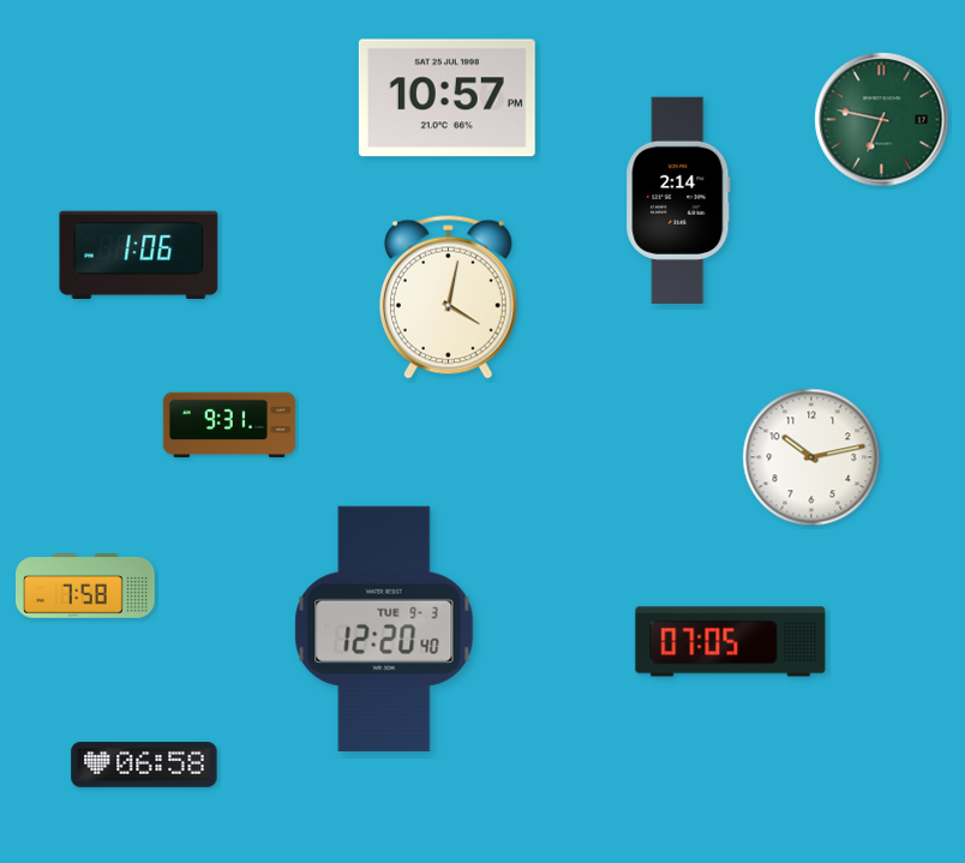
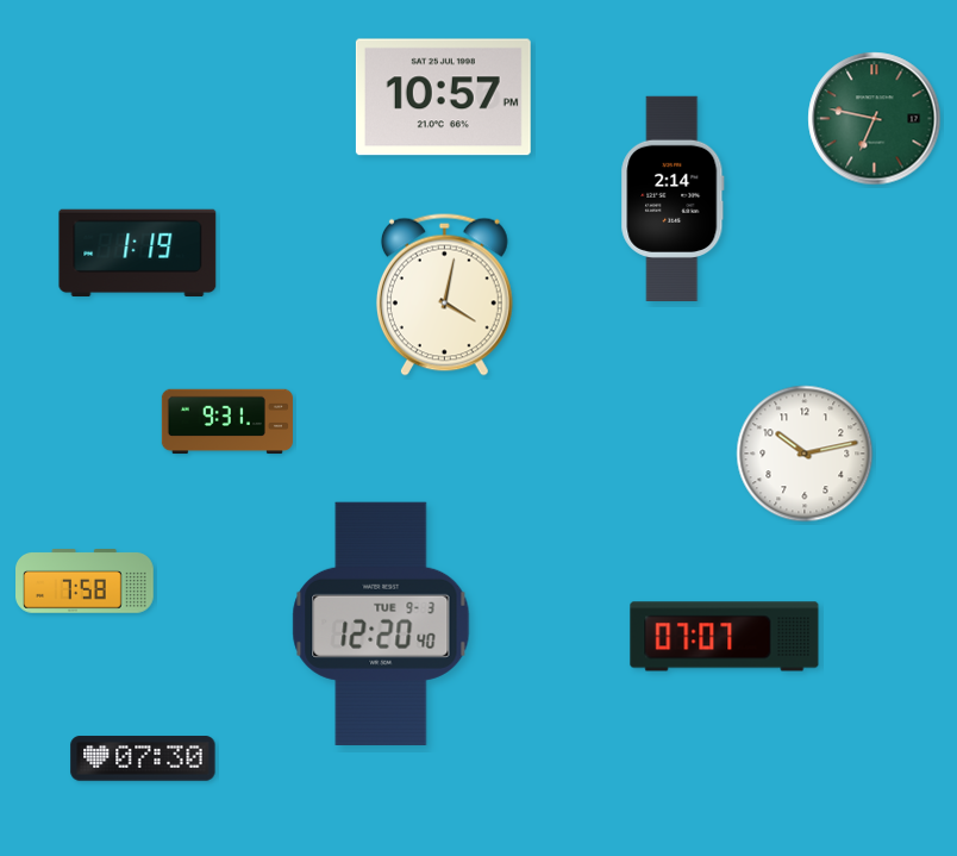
clock at (139, 254): 1:06 -> 1:19
clock at (731, 642): 07:05 -> 07:07
clock at (144, 765): 06:58 -> 07:30
